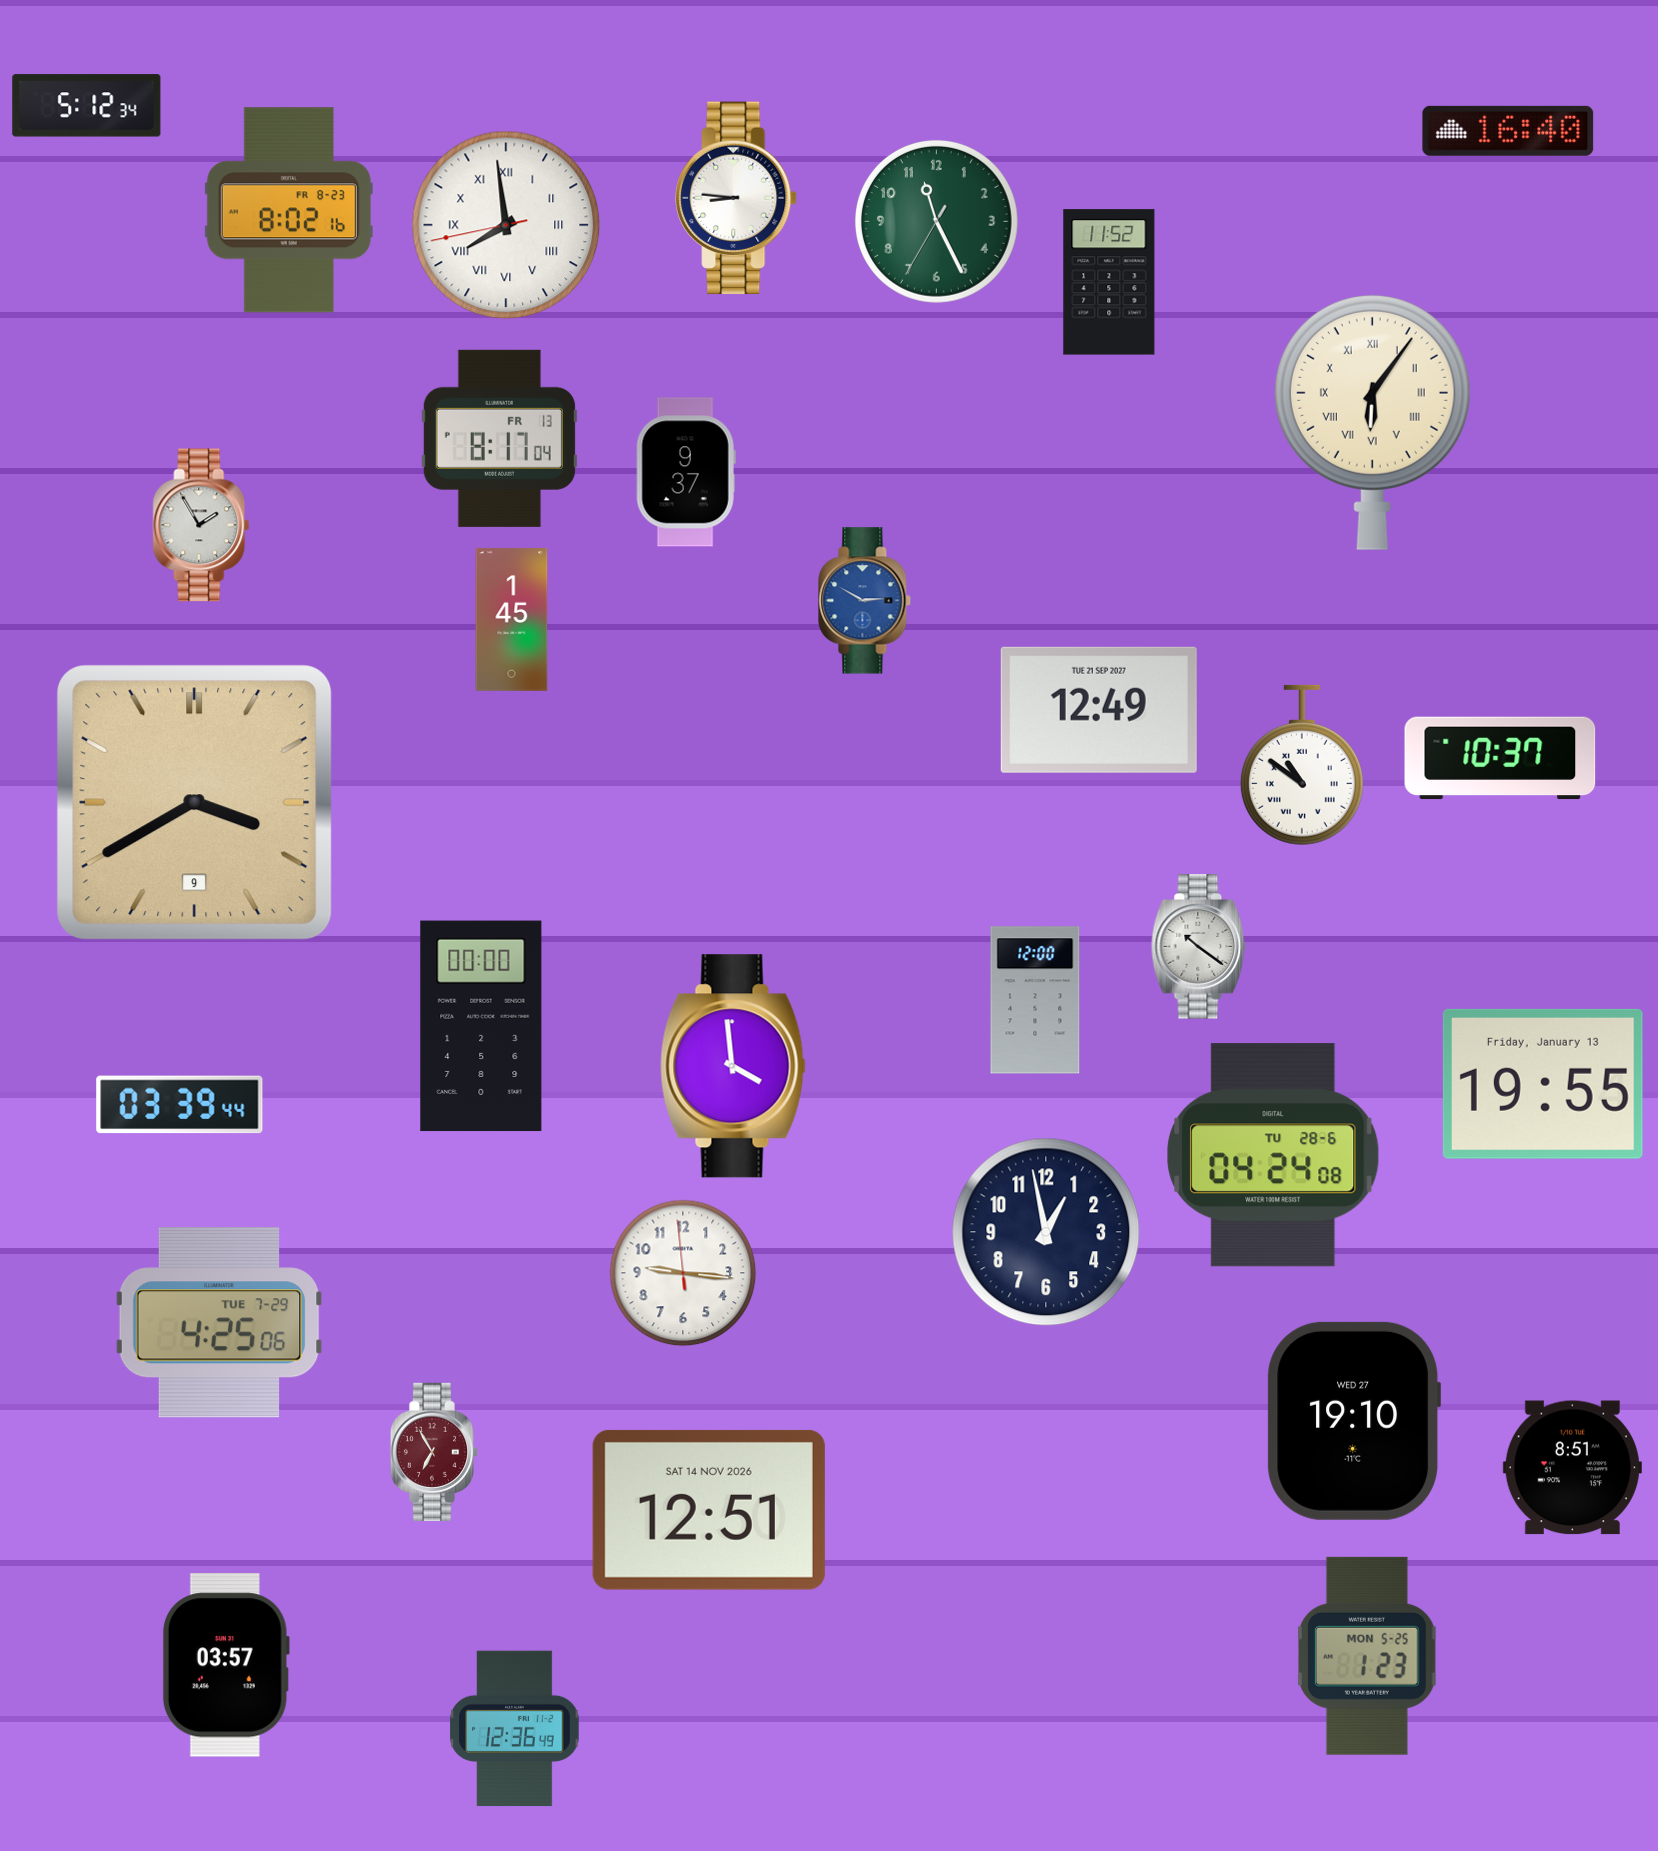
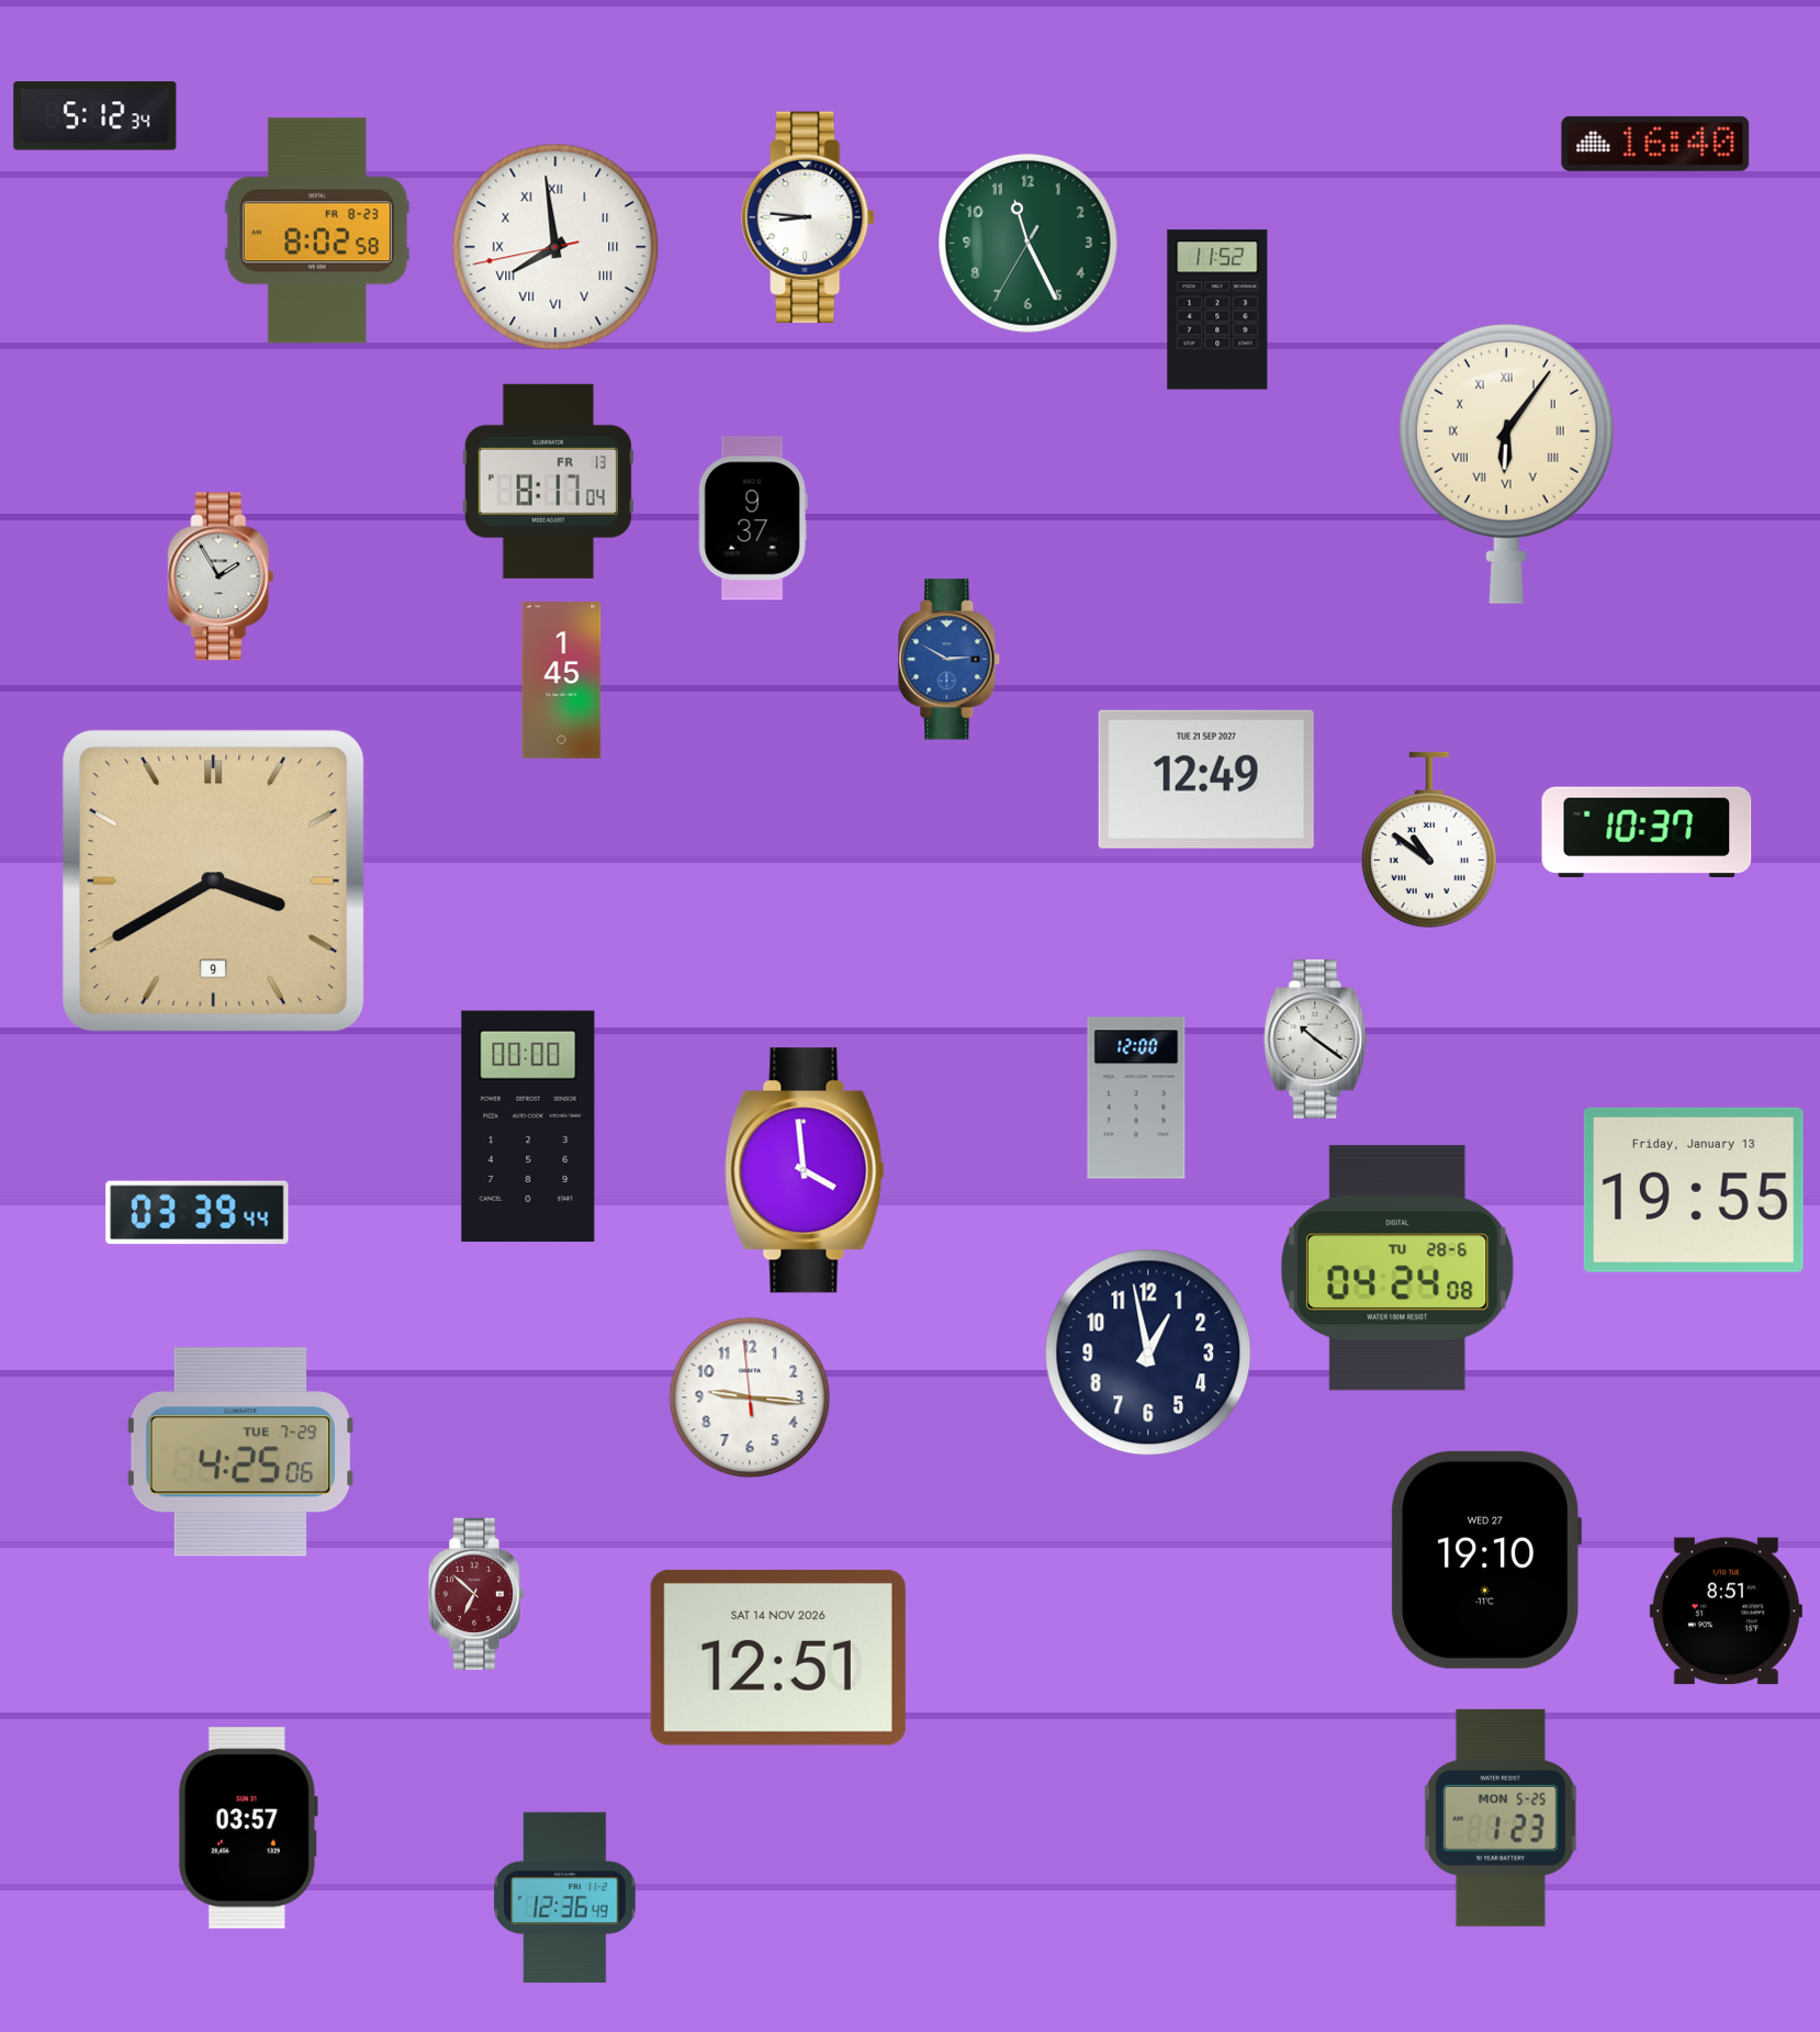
clock at (289, 210): 8:02:16 -> 8:02:58
clock at (434, 1452): 6:55 -> 6:52
